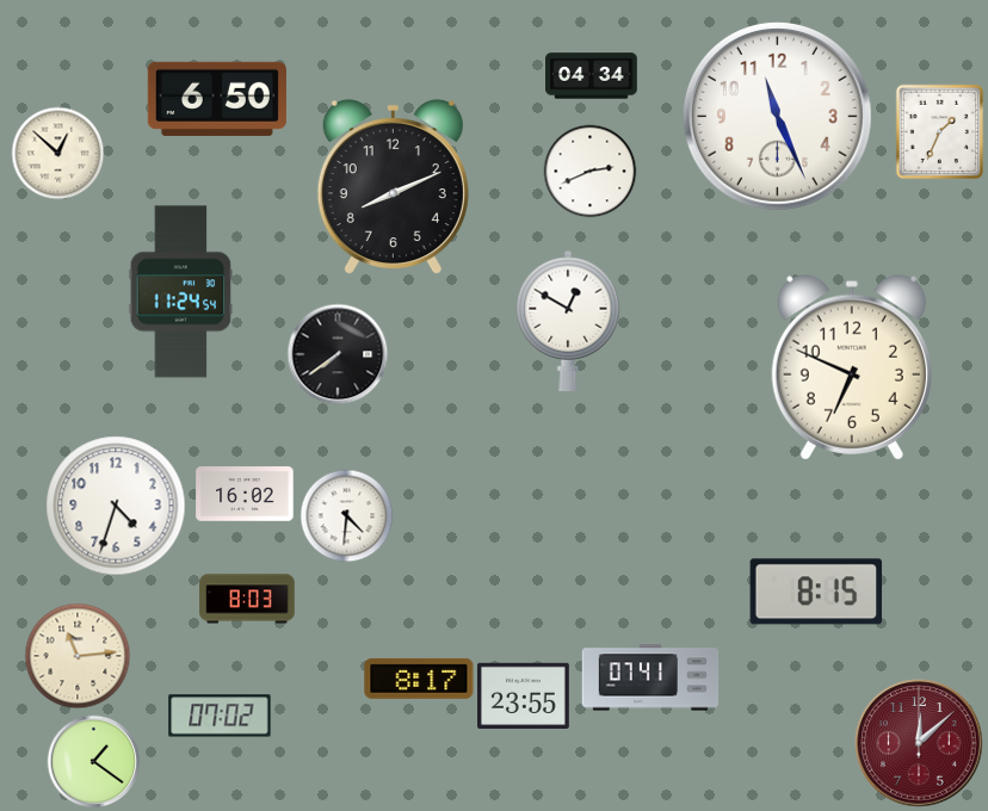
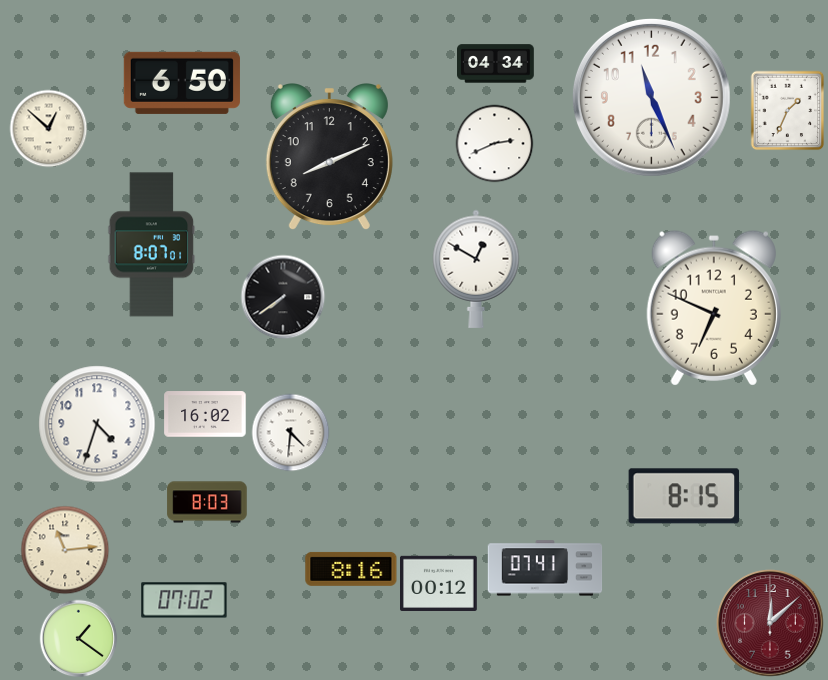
clock at (181, 292): 11:24 -> 8:07
clock at (419, 679): 8:17 -> 8:16
clock at (524, 695): 23:55 -> 00:12
